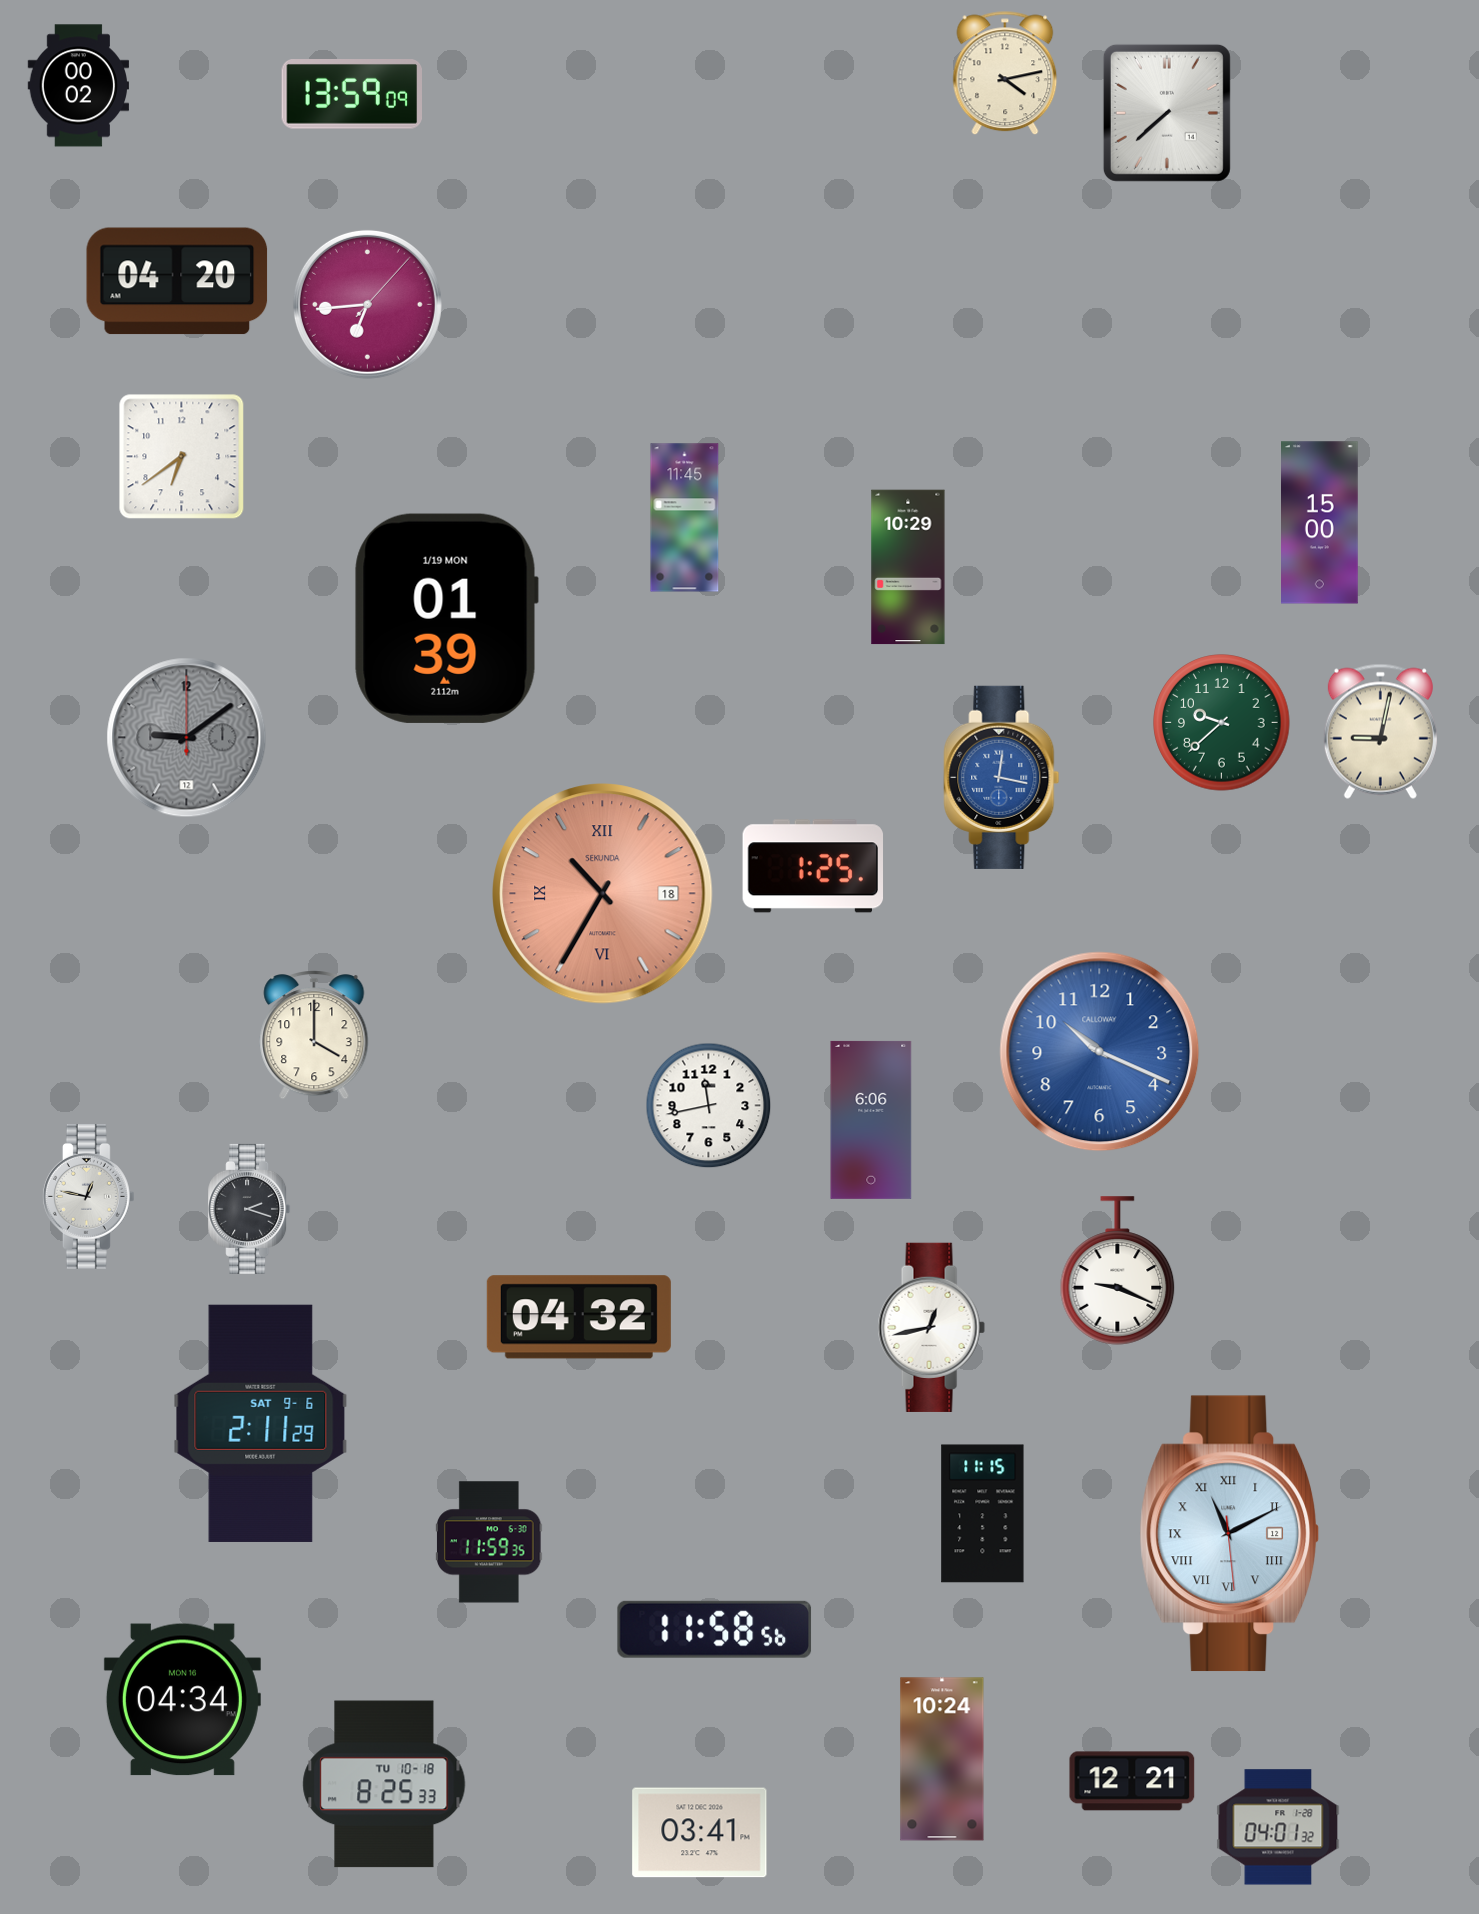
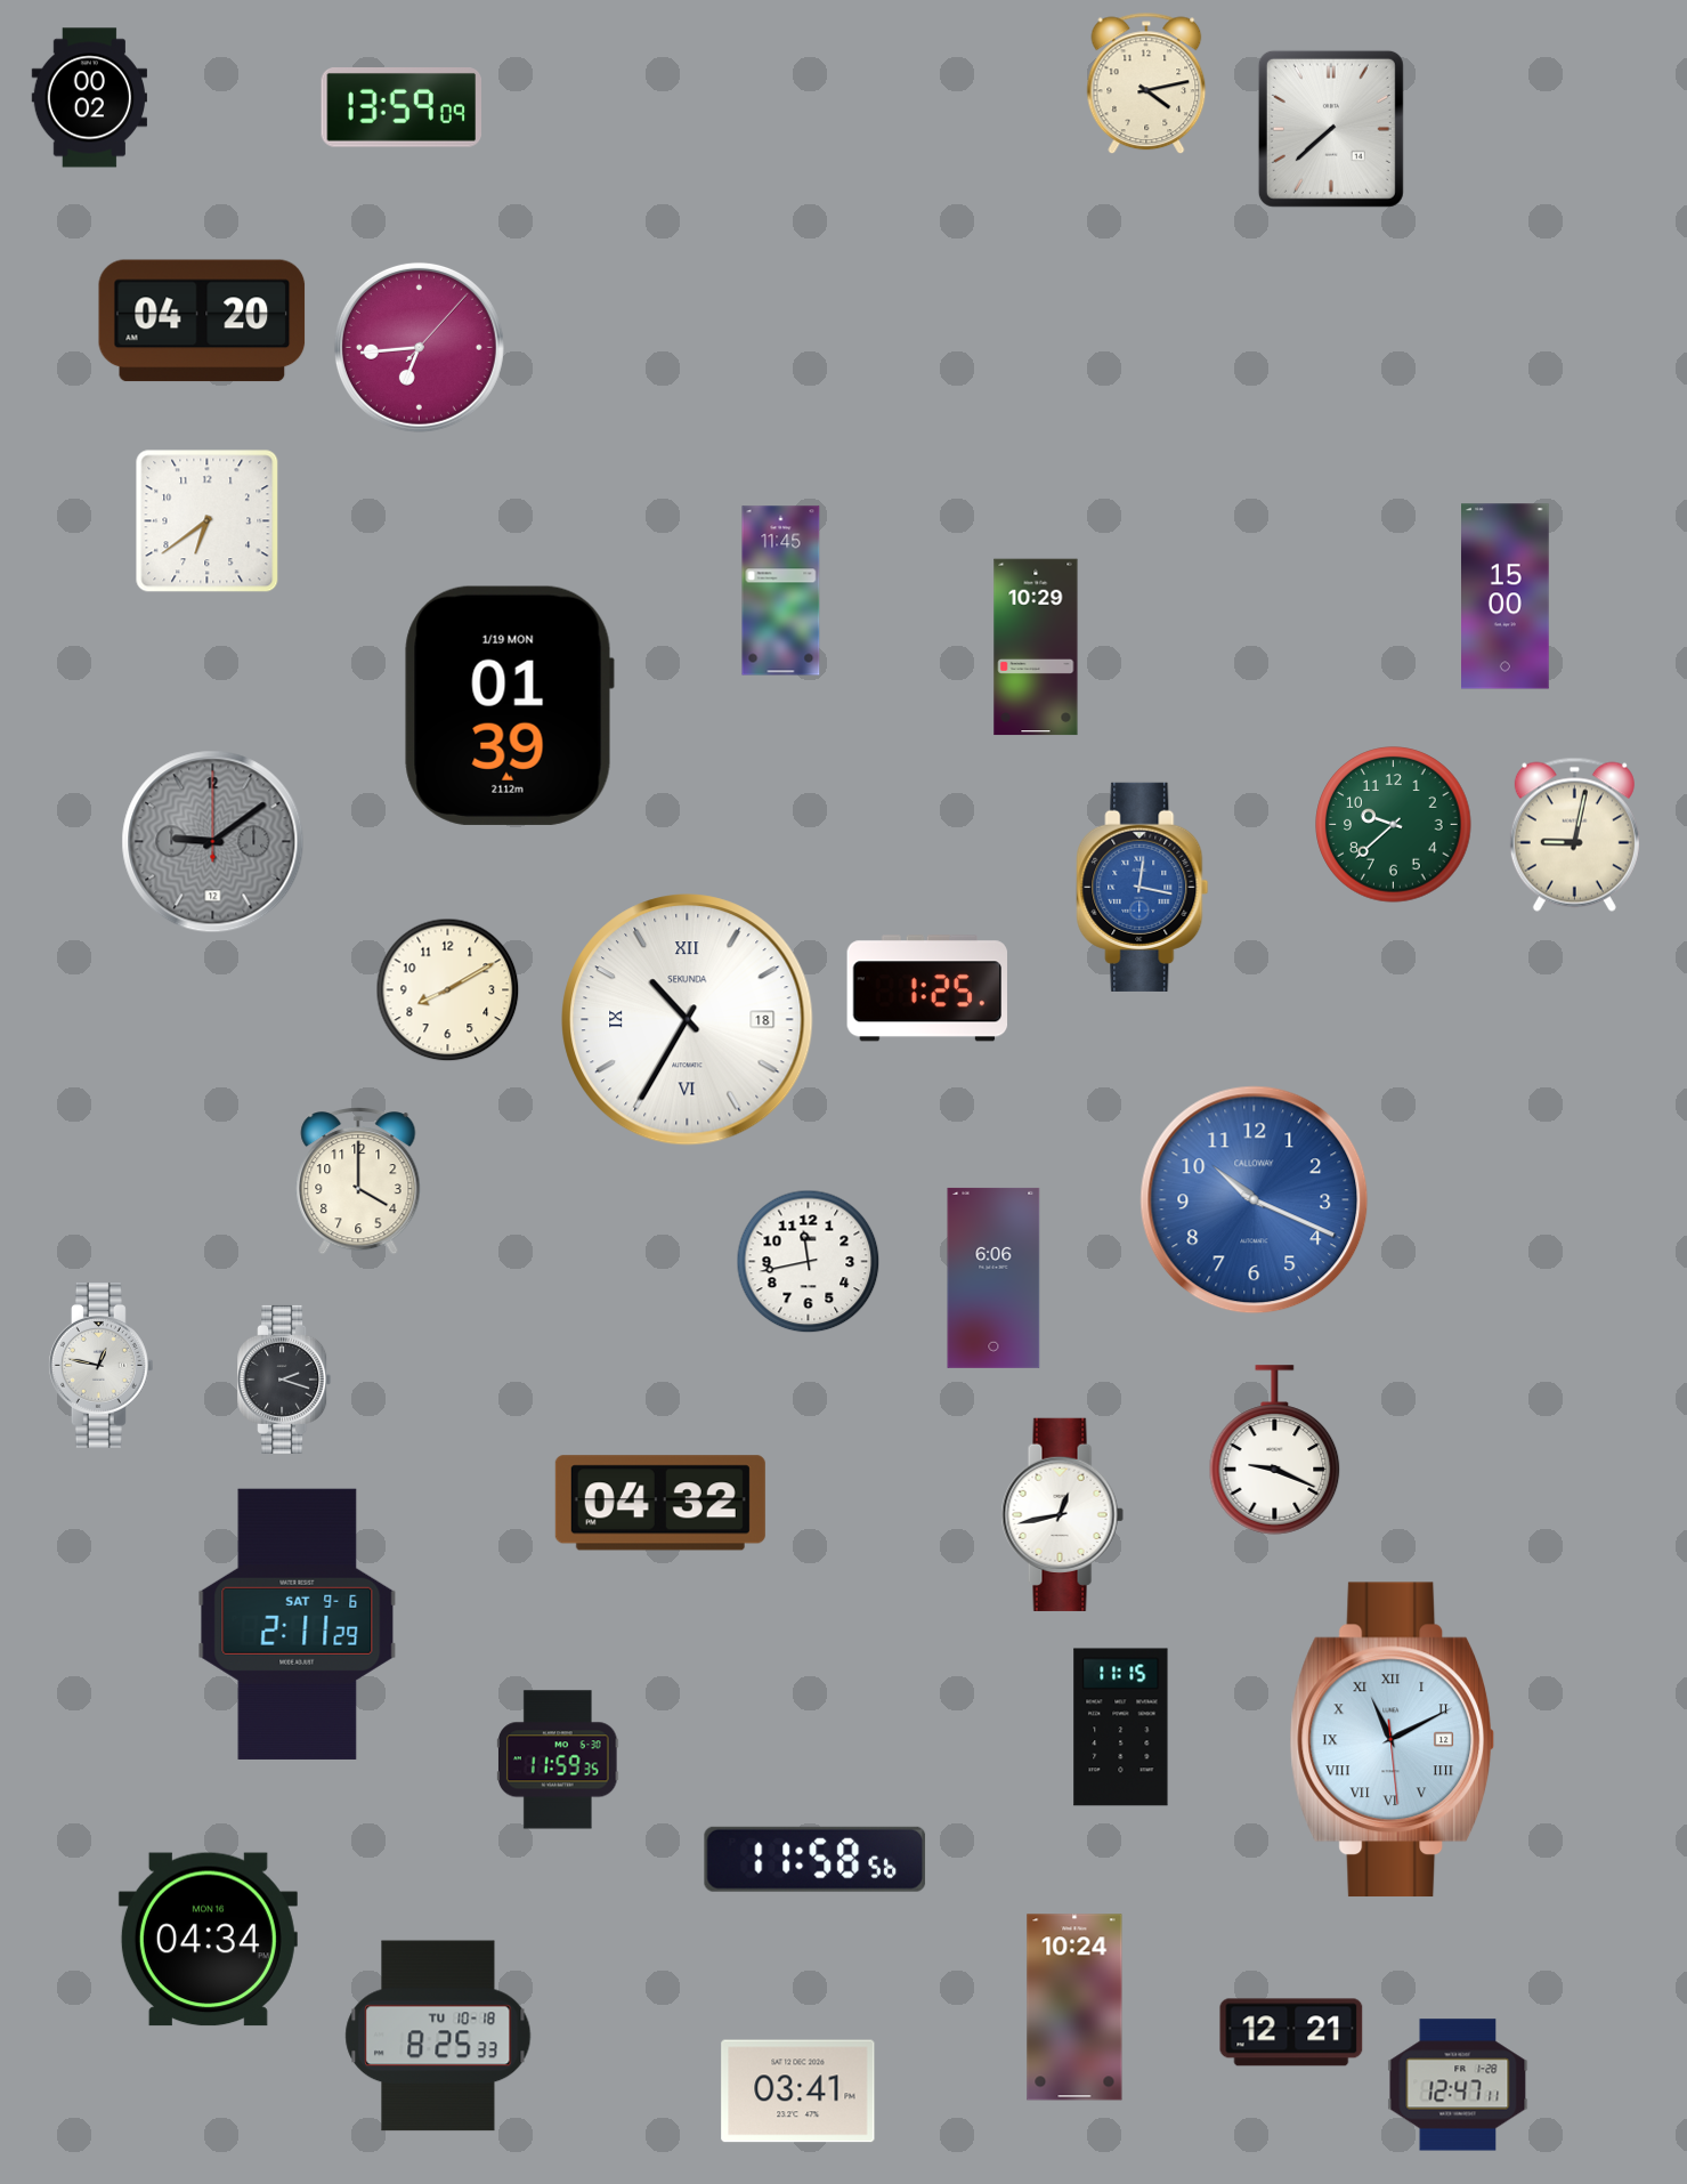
clock at (448, 990): none -> 8:10
clock at (603, 894) dial: salmon -> white
clock at (1230, 1534) position: (1230, 1534) -> (1393, 1740)
clock at (1278, 1827): 04:01 -> 12:47
